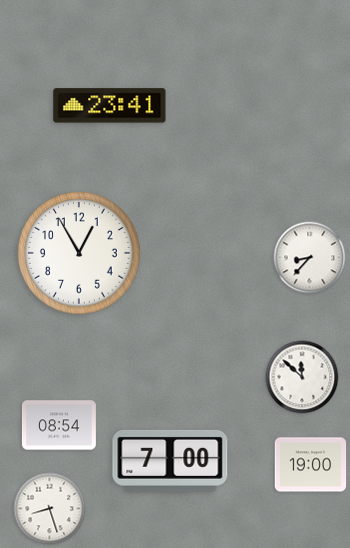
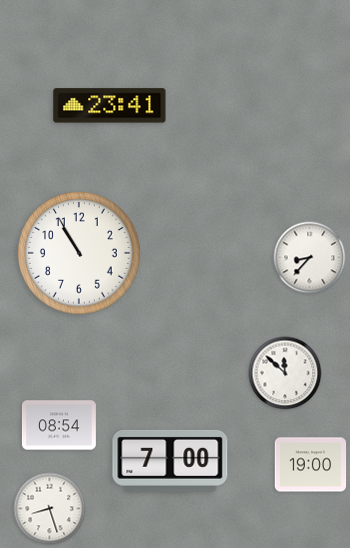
clock at (79, 253): 12:55 -> 10:55
clock at (302, 377) position: (302, 377) -> (285, 373)
